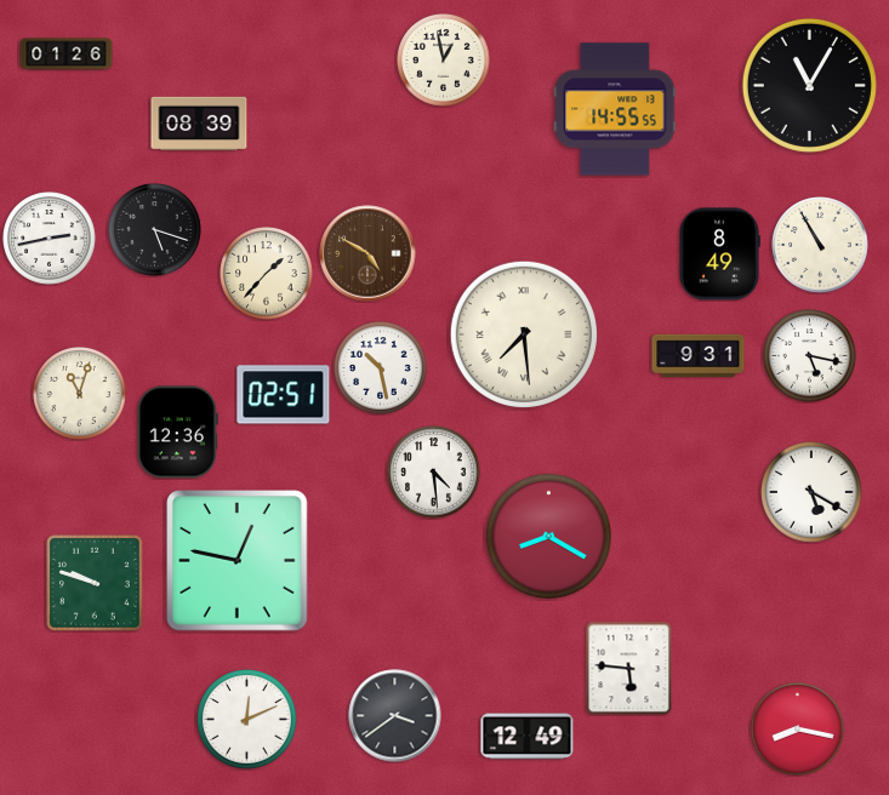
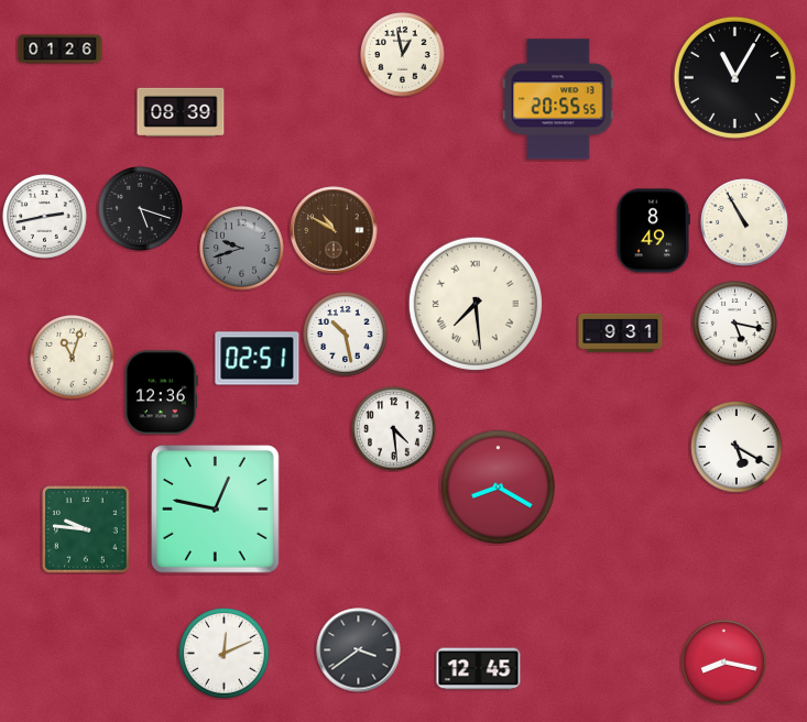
clock at (615, 109): 14:55 -> 20:55
clock at (367, 253): 4:50 -> 10:50
clock at (267, 274): 1:37 -> 9:42
clock at (267, 274) dial: cream -> grey
clock at (699, 356) position: (699, 356) -> (621, 333)
clock at (96, 584): 9:48 -> 9:46
clock at (629, 668): 5:46 -> none
clock at (528, 737): 12:49 -> 12:45
